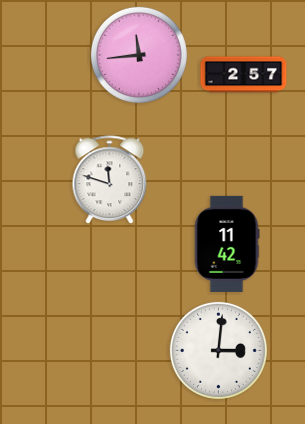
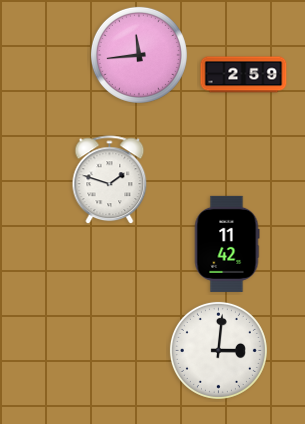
clock at (244, 75): 2:57 -> 2:59
clock at (110, 180): 11:48 -> 1:48
